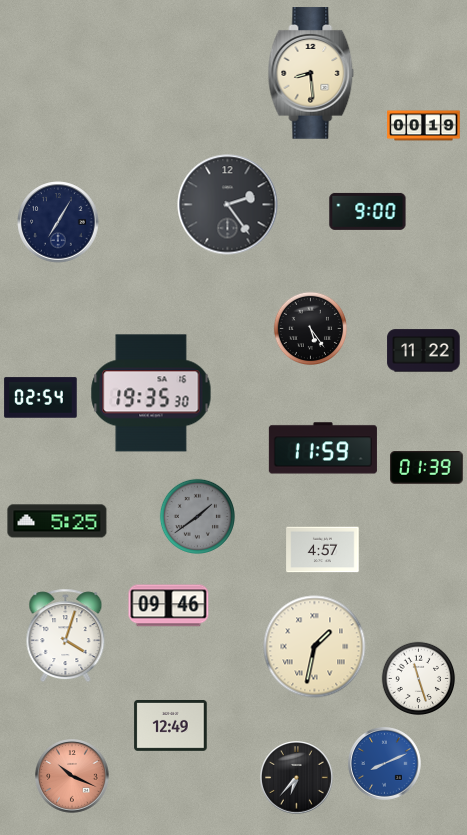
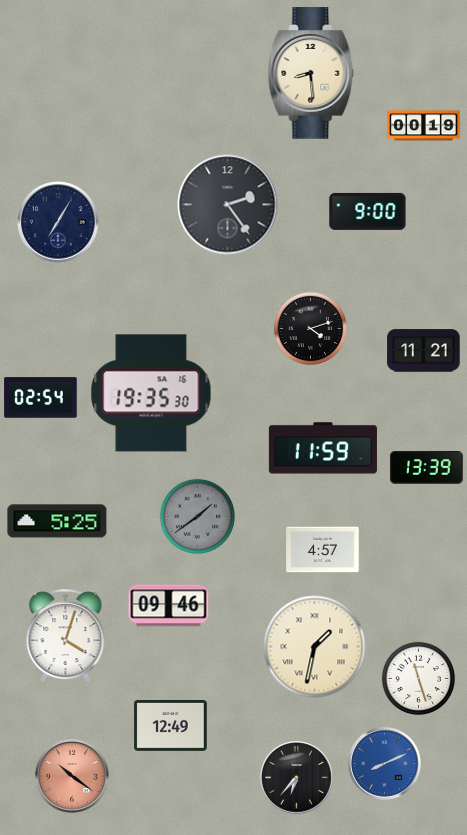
clock at (310, 328): 5:24 -> 4:12
clock at (424, 351): 11:22 -> 11:21
clock at (427, 468): 01:39 -> 13:39
clock at (73, 777): 10:19 -> 10:21
